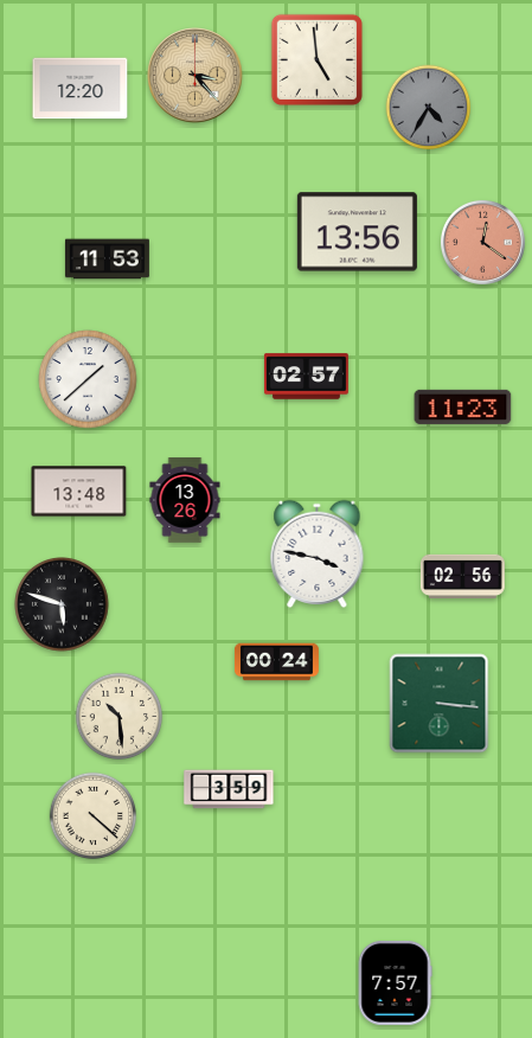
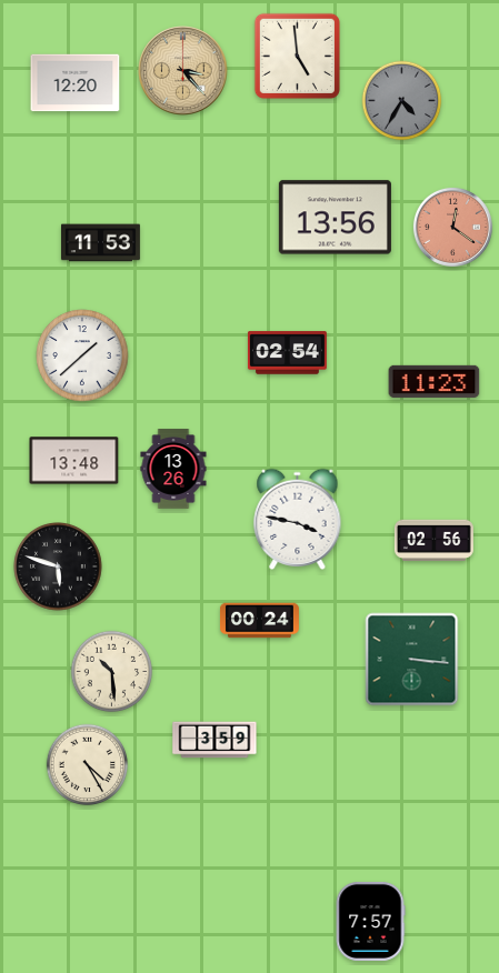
clock at (306, 377): 02:57 -> 02:54
clock at (94, 816): 4:22 -> 4:25
